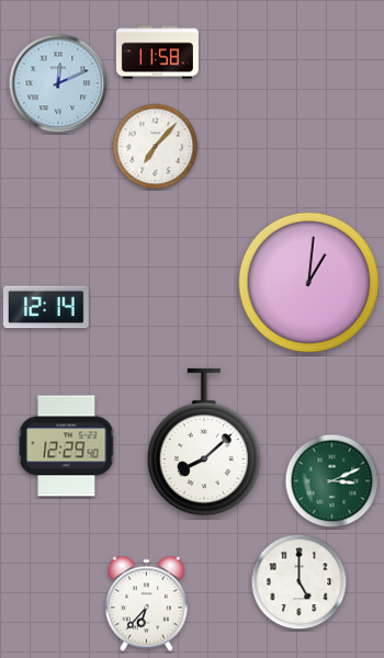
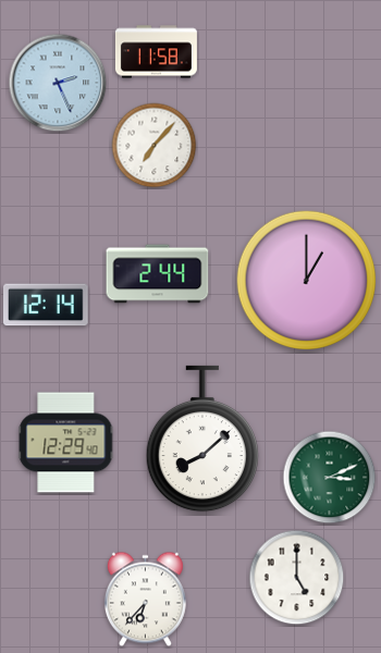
clock at (58, 83): 12:11 -> 2:26
clock at (158, 274): none -> 2:44
clock at (309, 283): 1:01 -> 1:00
